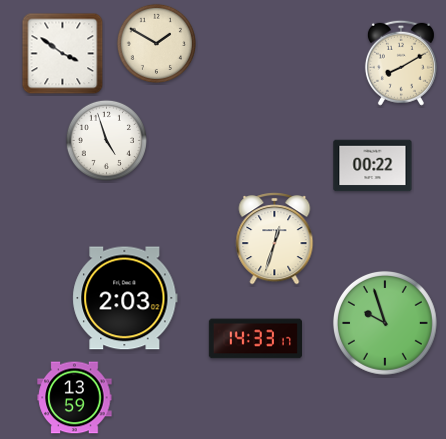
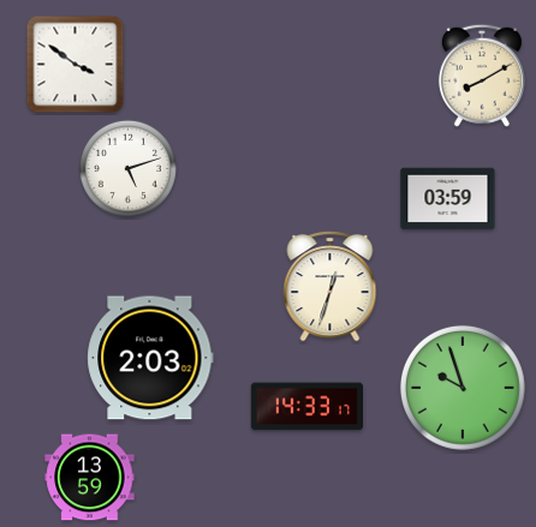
clock at (156, 43): 1:50 -> none
clock at (106, 140): 4:57 -> 5:12
clock at (373, 166): 00:22 -> 03:59
